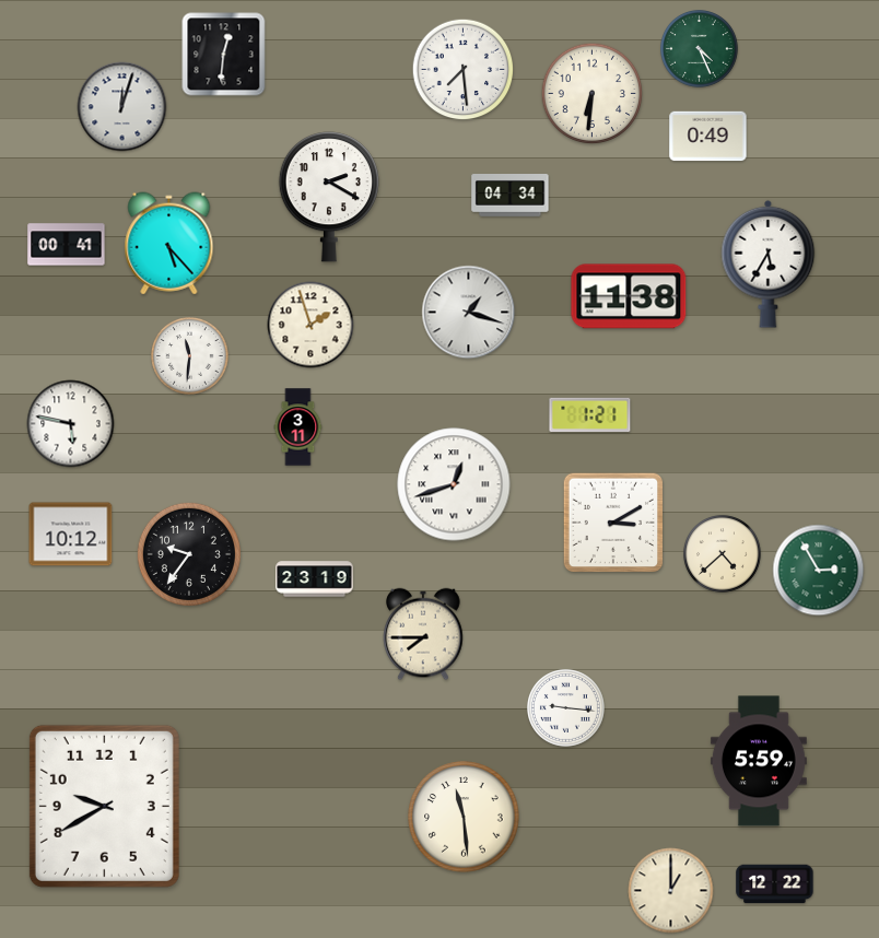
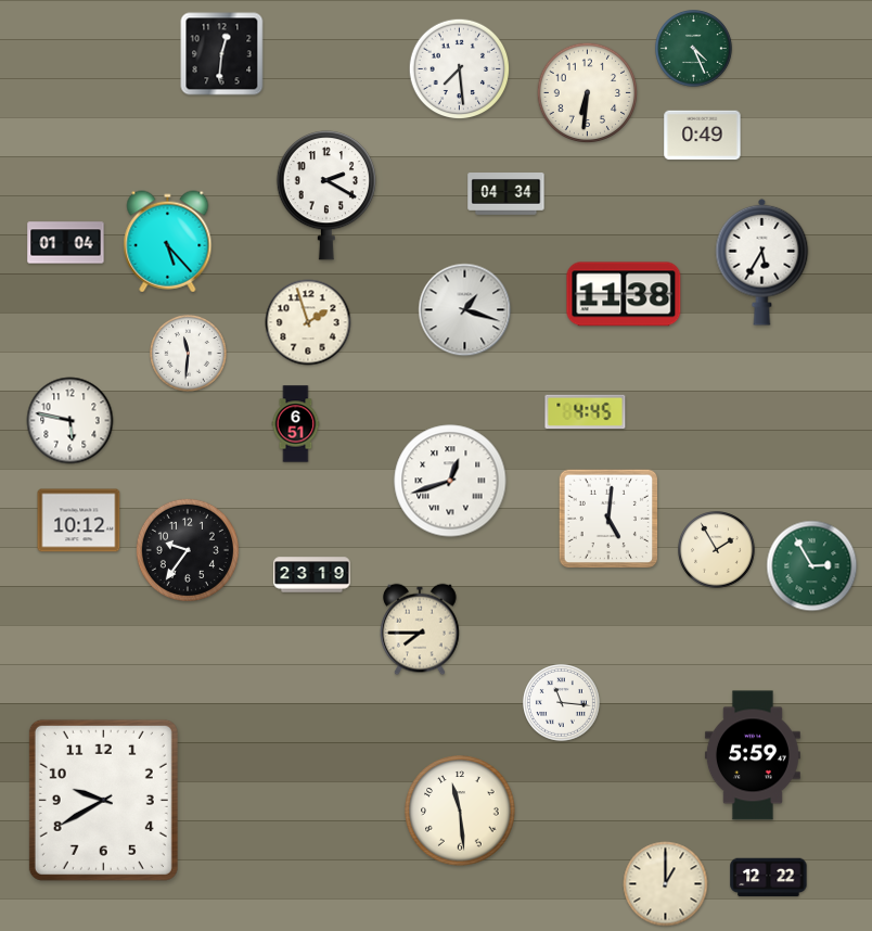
clock at (122, 107): 12:03 -> none
clock at (67, 245): 00:41 -> 01:04
clock at (590, 414): 1:21 -> 4:45
clock at (298, 427): 3:11 -> 6:51
clock at (612, 521): 3:10 -> 5:01
clock at (71, 535) position: (71, 535) -> (79, 521)
clock at (723, 554): 4:38 -> 1:55
clock at (566, 708): 9:16 -> 11:16
